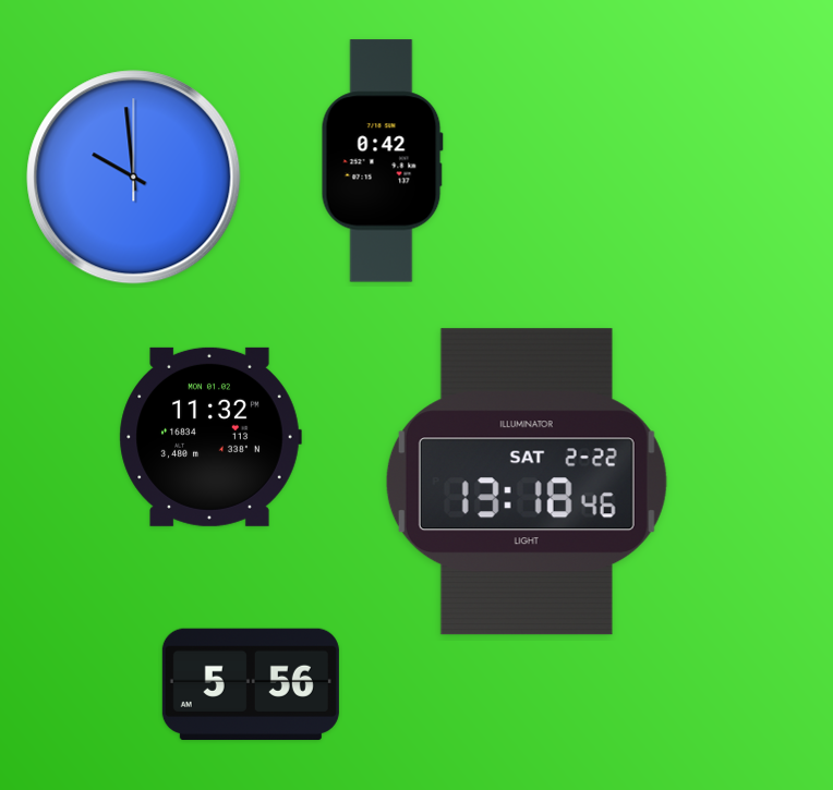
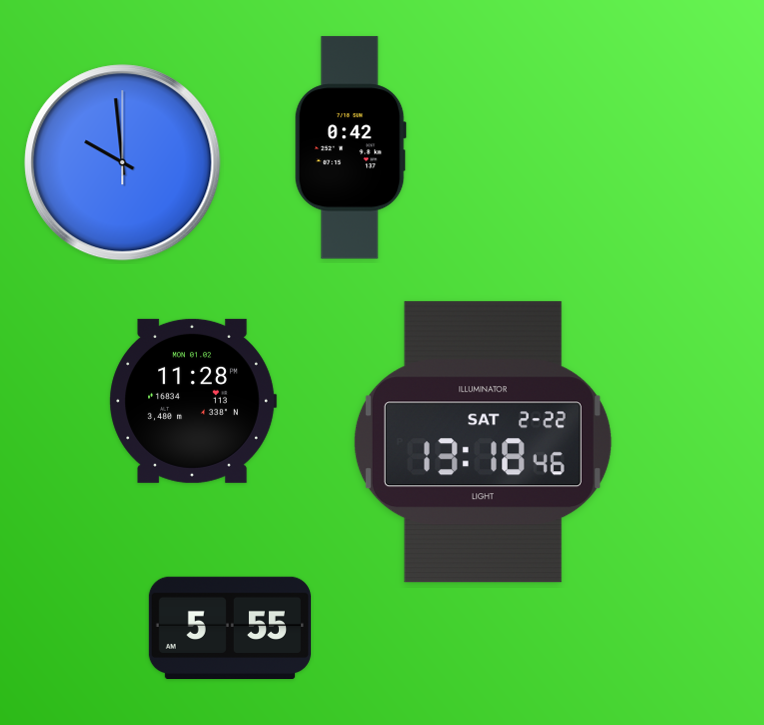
clock at (210, 437): 11:32 -> 11:28
clock at (251, 683): 5:56 -> 5:55
